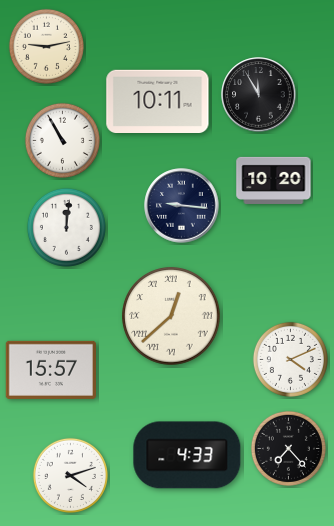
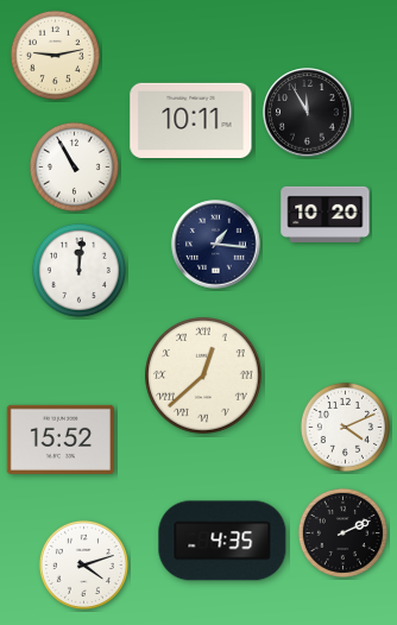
clock at (158, 101) position: (158, 101) -> (191, 120)
clock at (182, 206): 9:16 -> 1:16
clock at (50, 370): 15:57 -> 15:52
clock at (288, 448): 7:23 -> 2:11
clock at (187, 455): 4:33 -> 4:35
